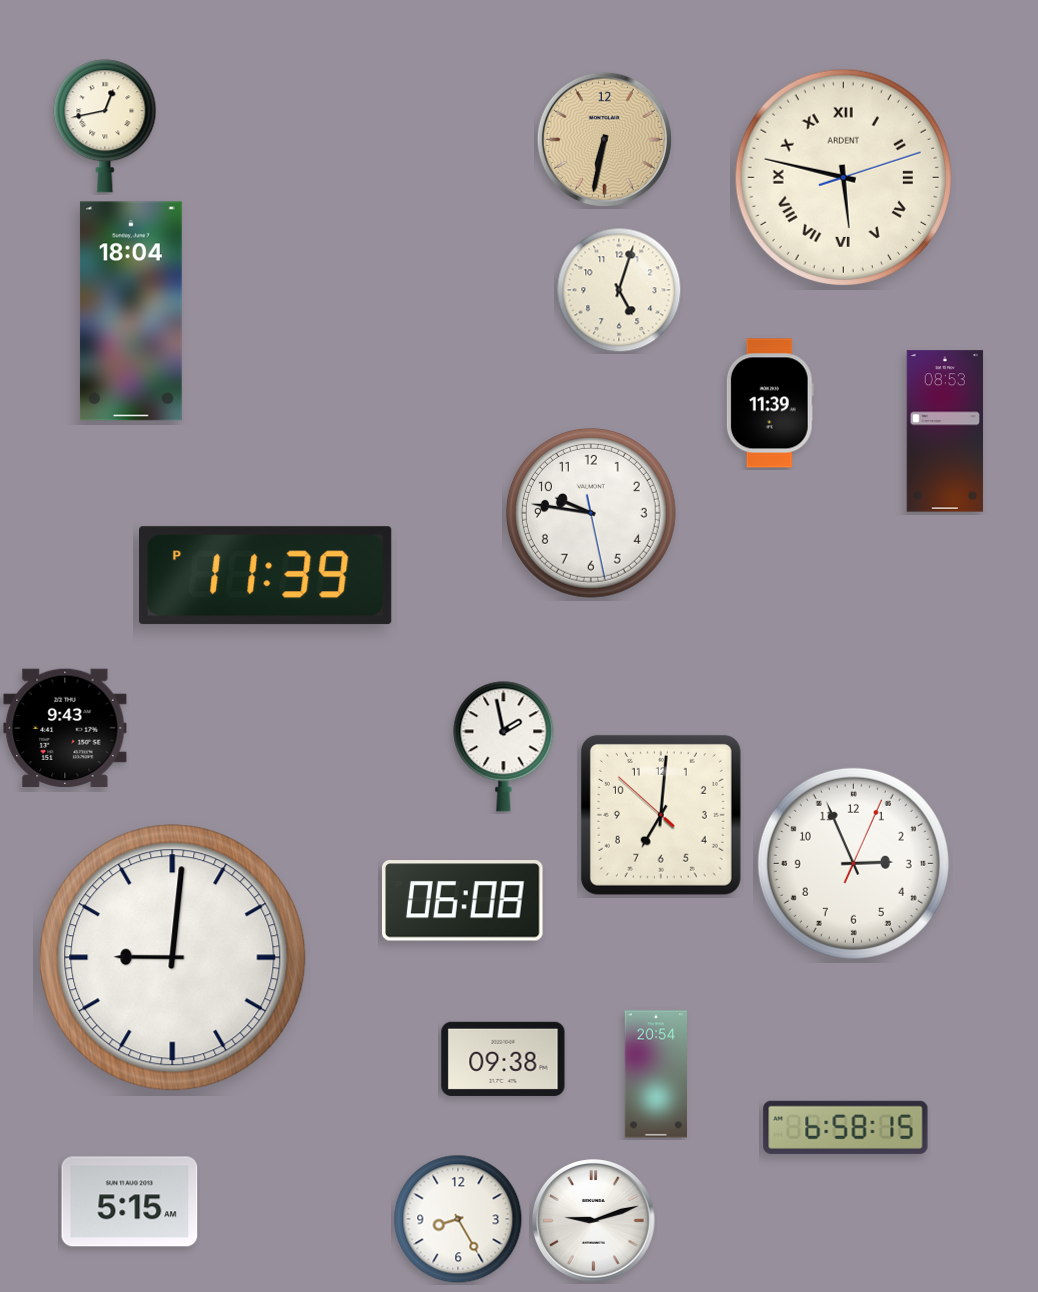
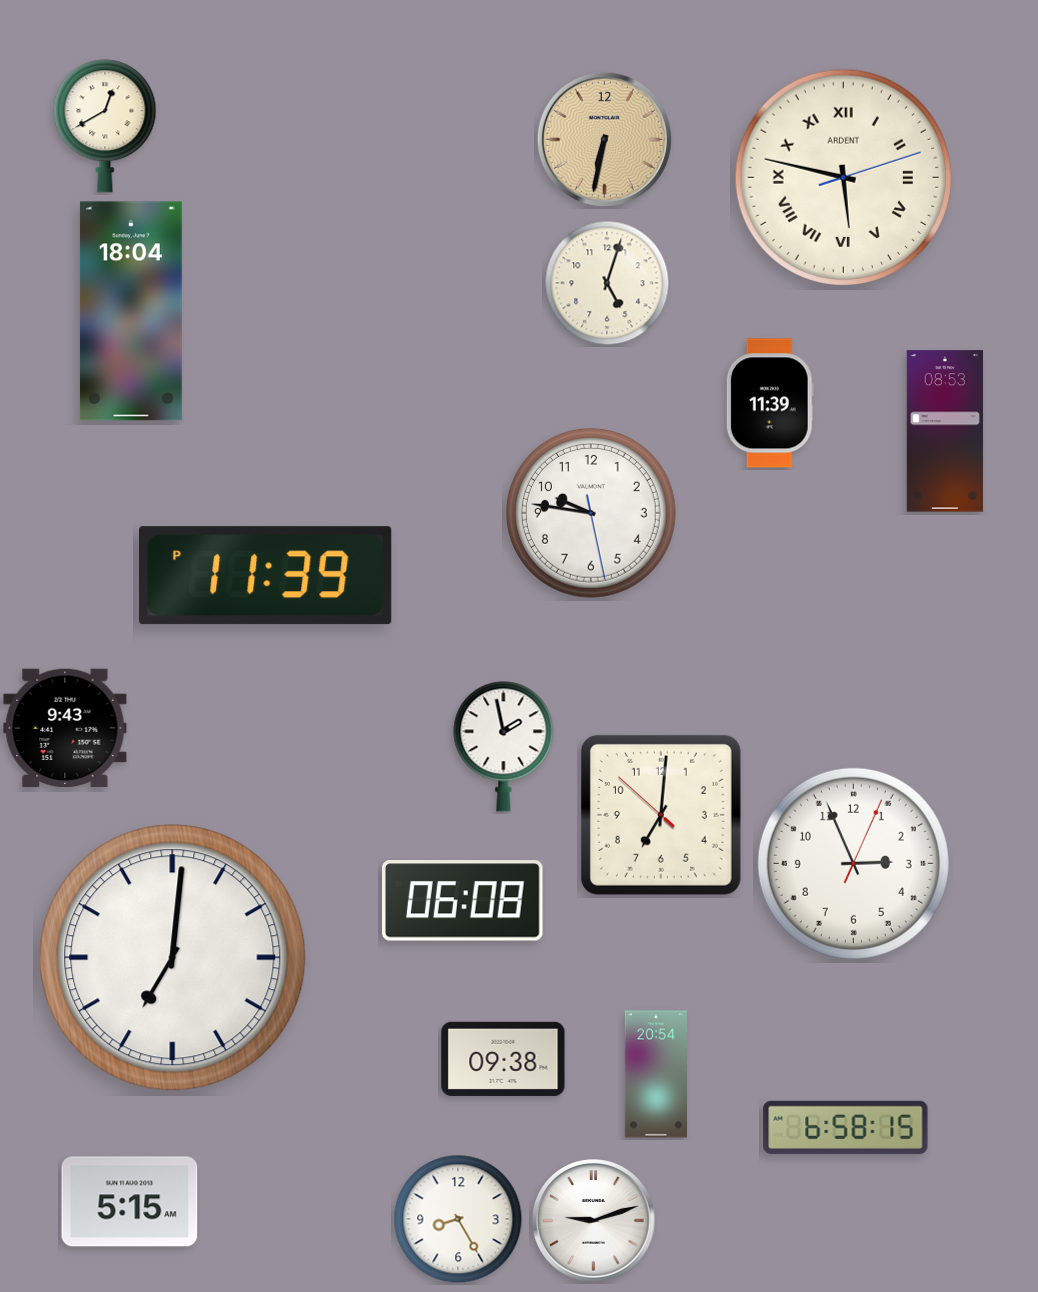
clock at (105, 126): 12:43 -> 12:40
clock at (619, 290) position: (619, 290) -> (607, 283)
clock at (173, 958): 9:01 -> 7:01
